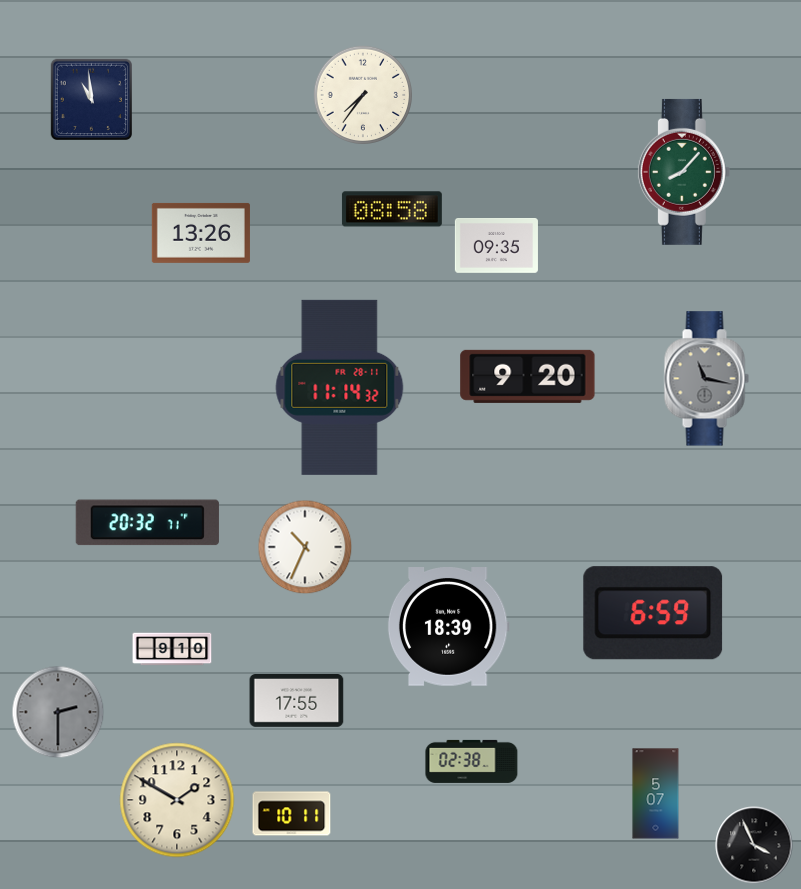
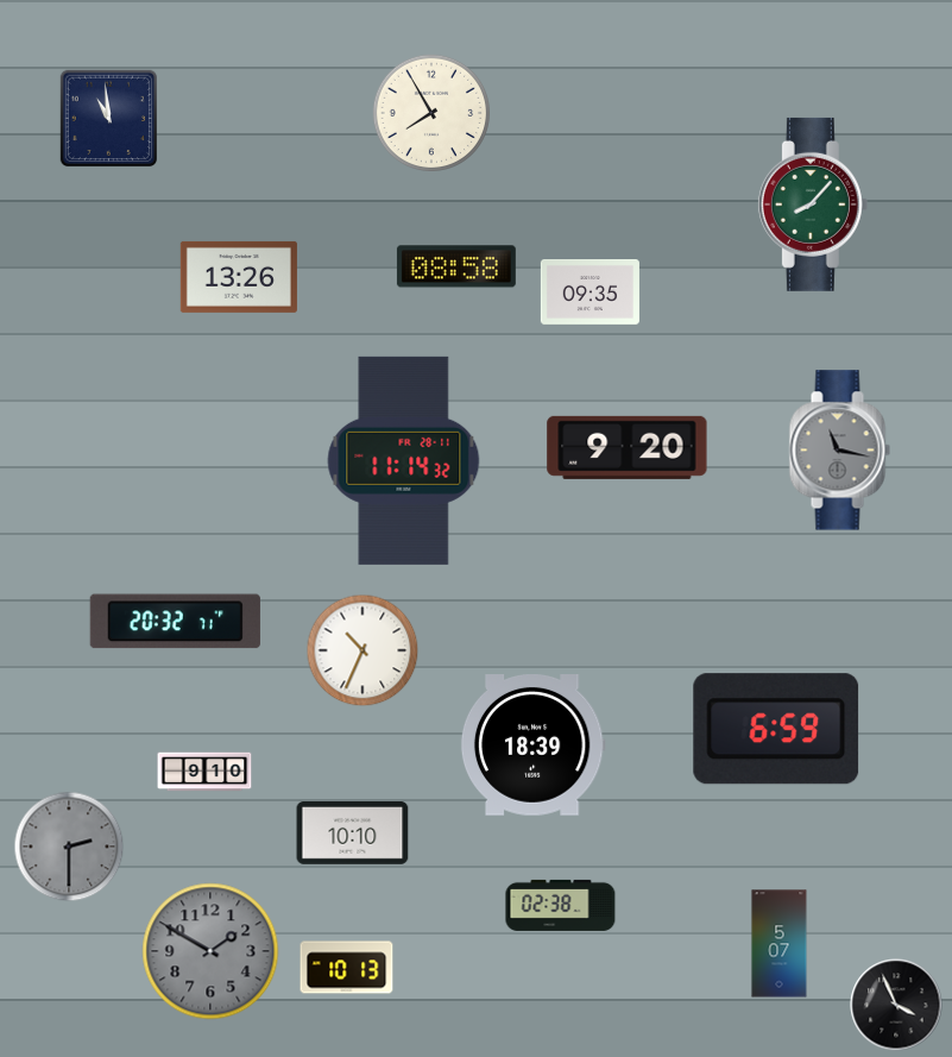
clock at (362, 94): 7:36 -> 7:55
clock at (392, 209) position: (392, 209) -> (456, 266)
clock at (297, 701): 17:55 -> 10:10
clock at (177, 800) dial: cream -> grey
clock at (292, 814): 10:11 -> 10:13
